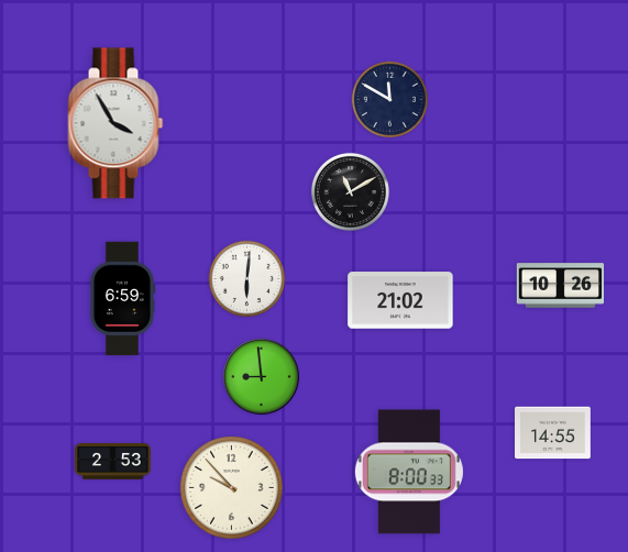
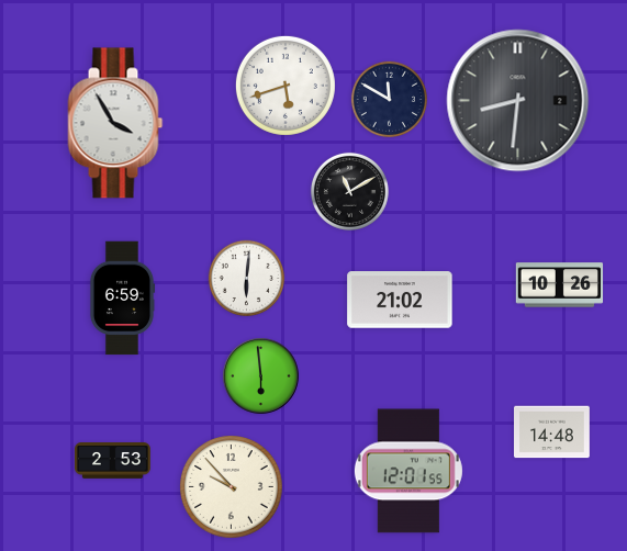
clock at (285, 86): none -> 5:42
clock at (518, 101): none -> 8:31
clock at (262, 377): 8:59 -> 5:59
clock at (553, 433): 14:55 -> 14:48
clock at (409, 472): 8:00 -> 12:01
